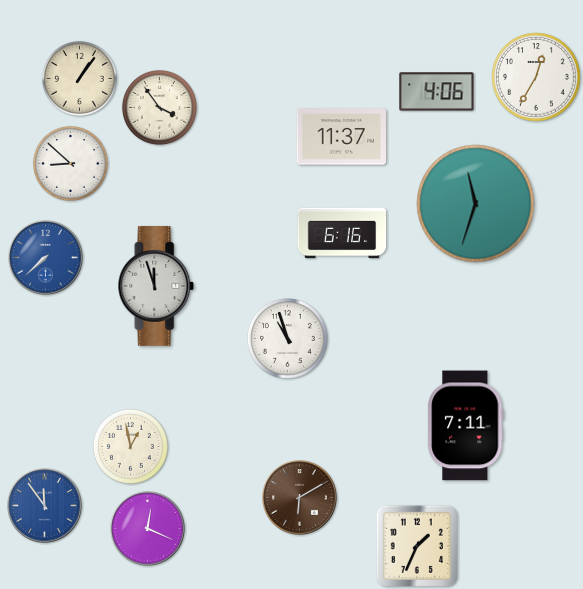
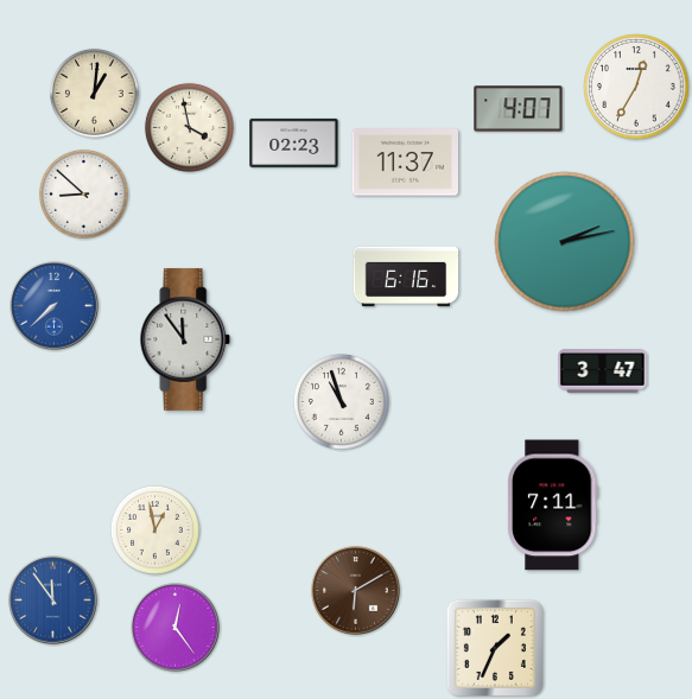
clock at (536, 77) position: (536, 77) -> (636, 87)
clock at (79, 78): 1:06 -> 1:01
clock at (437, 92): 4:06 -> 4:07
clock at (159, 107): 3:54 -> 3:58
clock at (294, 142): none -> 02:23
clock at (476, 204): 11:33 -> 2:13
clock at (156, 286): 11:57 -> 11:54
clock at (603, 371): none -> 3:47
clock at (148, 529): 12:19 -> 12:24
